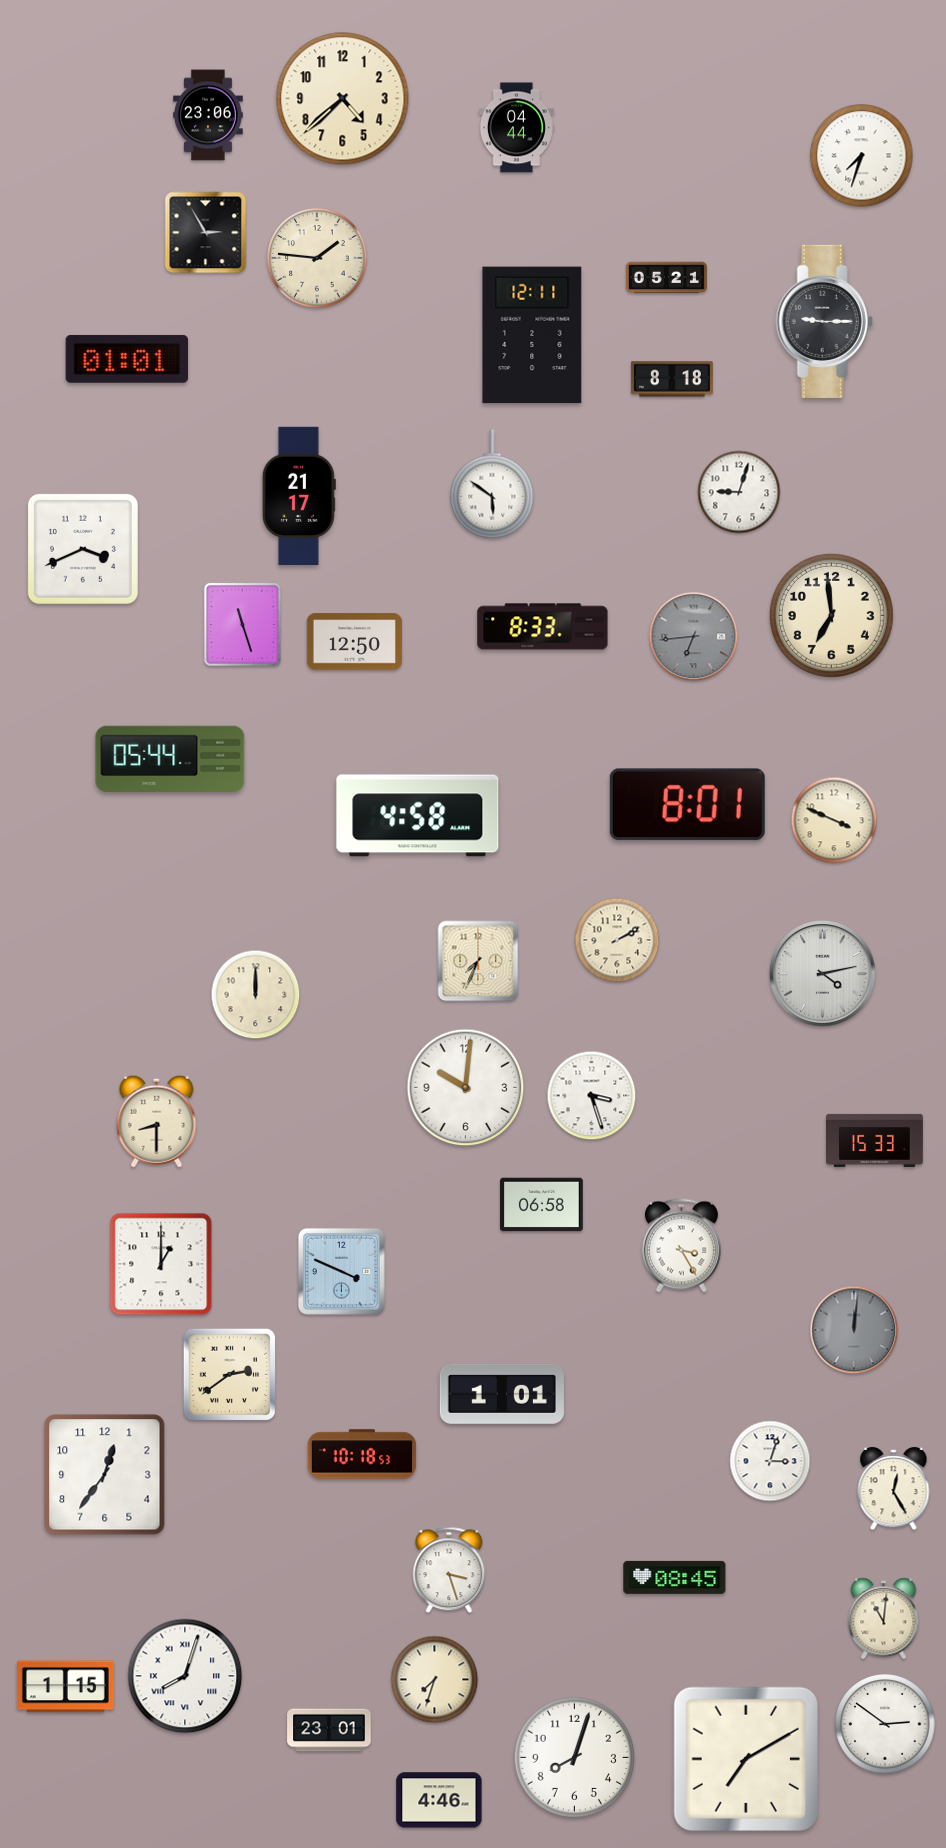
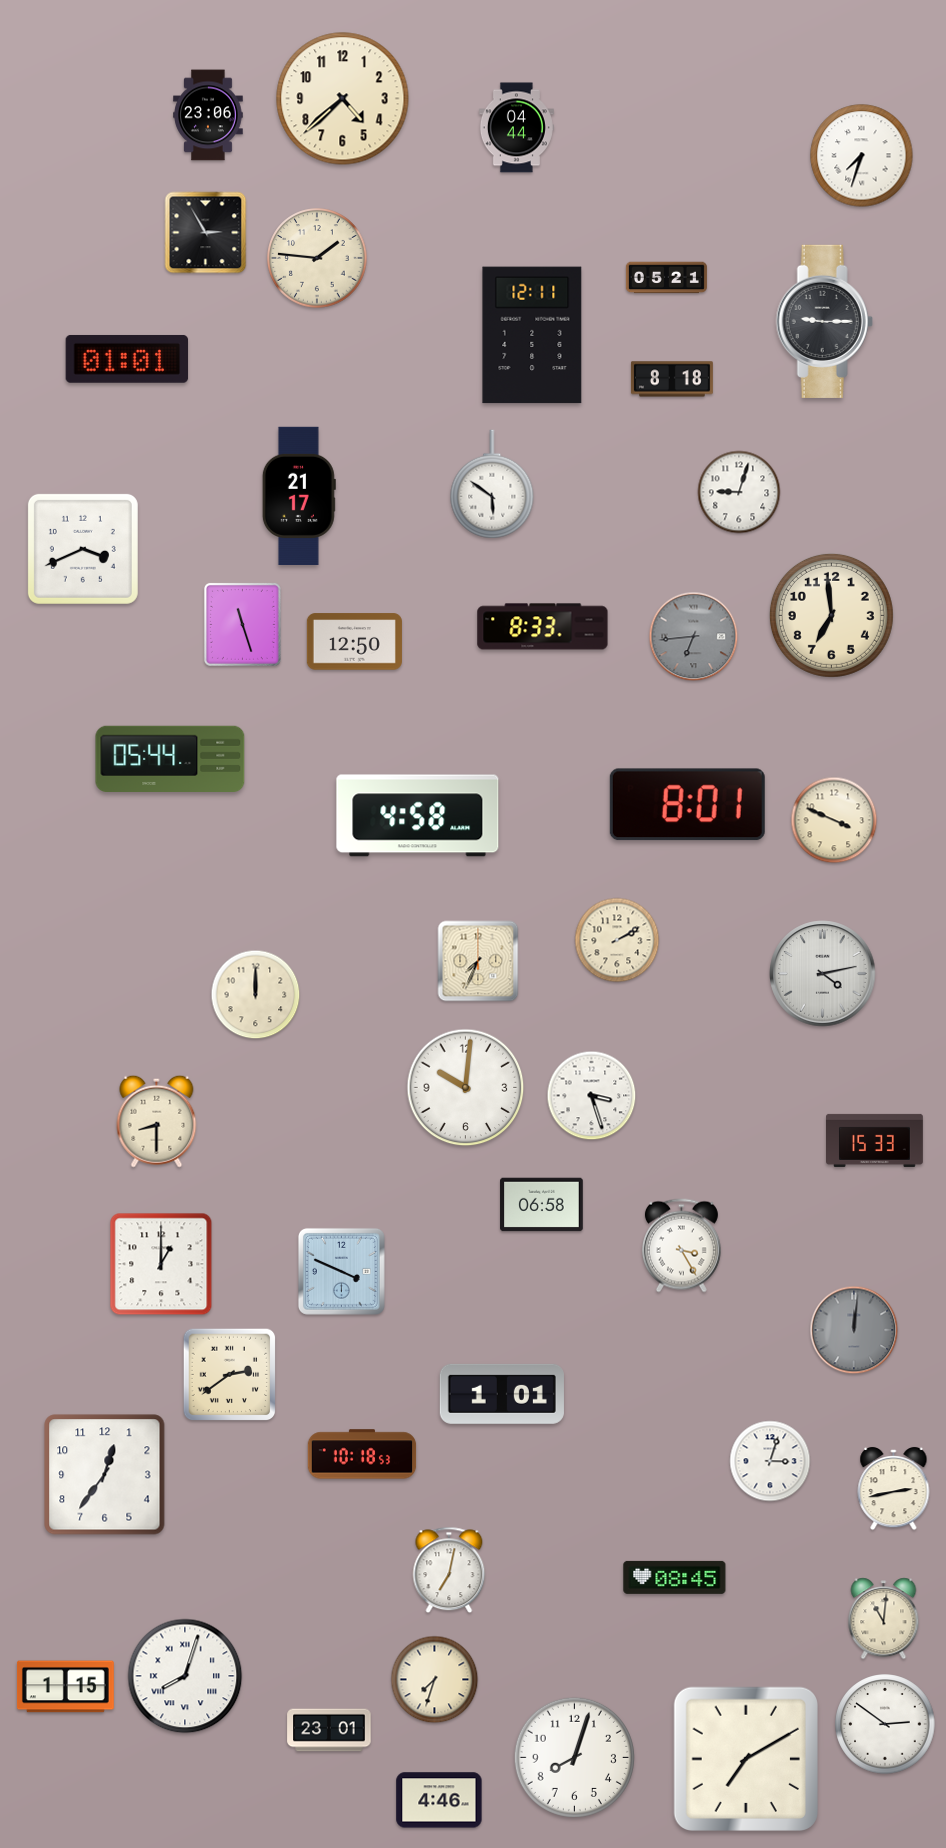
clock at (894, 1489): 12:25 -> 2:43
clock at (449, 1570): 3:27 -> 7:02
